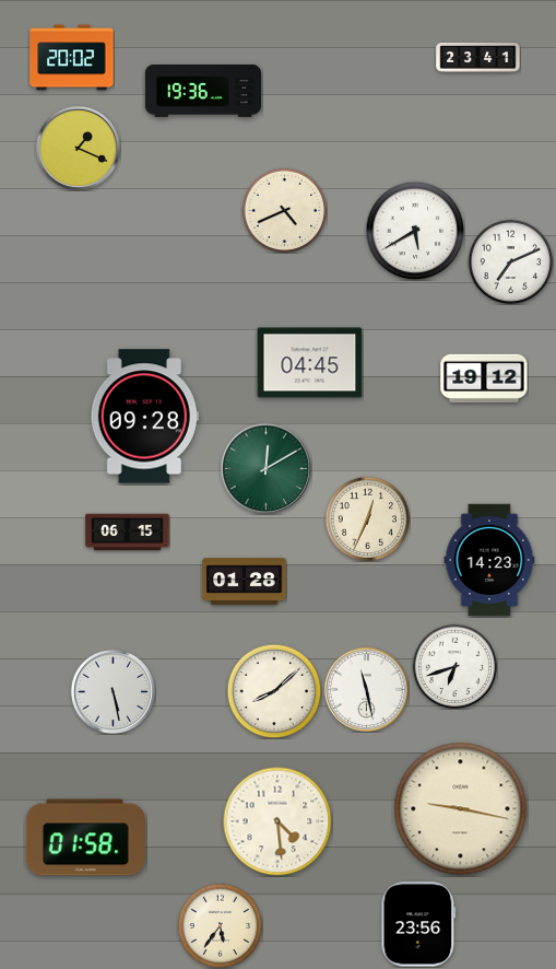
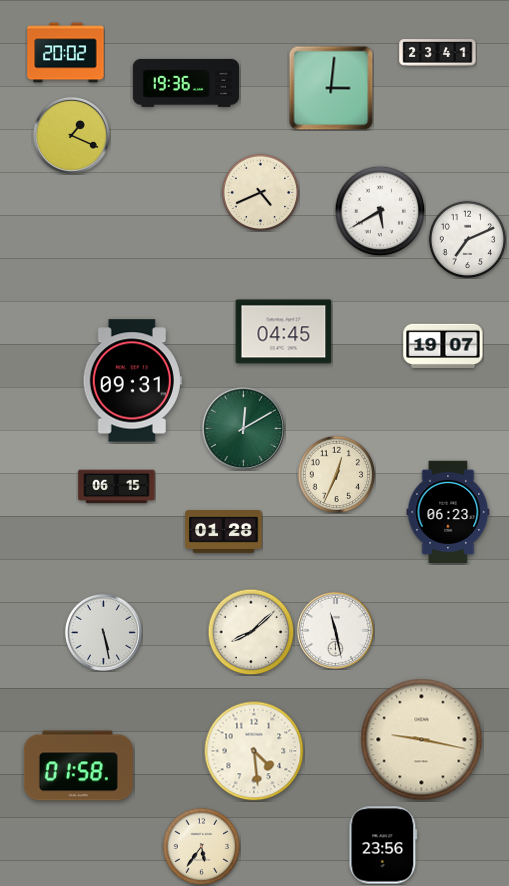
clock at (331, 88): none -> 3:01
clock at (484, 377): 19:12 -> 19:07
clock at (144, 417): 09:28 -> 09:31
clock at (489, 560): 14:23 -> 06:23
clock at (454, 666): 6:42 -> none
